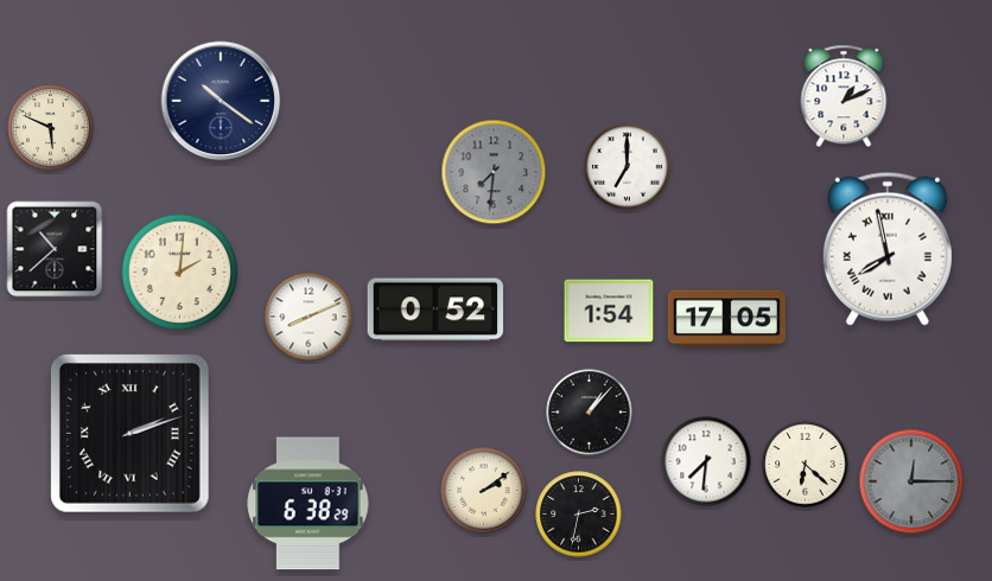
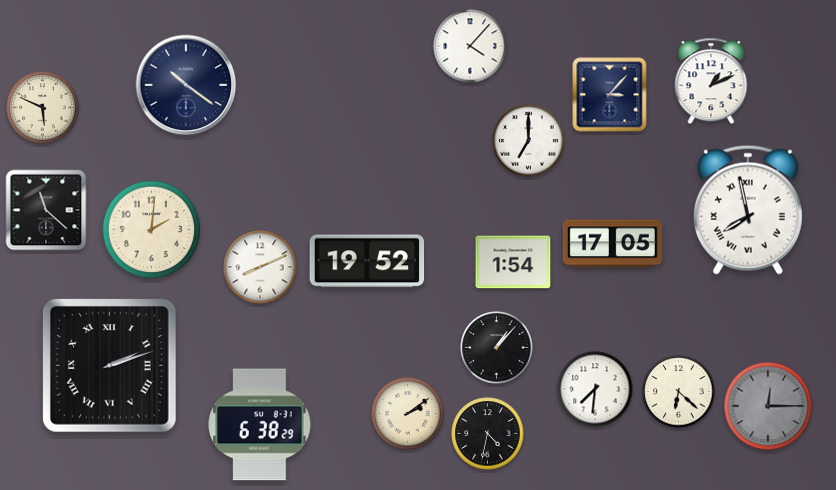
clock at (470, 46): none -> 4:07
clock at (610, 95): none -> 3:07
clock at (494, 172): 7:31 -> none
clock at (55, 249): 10:38 -> 11:22
clock at (435, 309): 0:52 -> 19:52
clock at (726, 319) position: (726, 319) -> (612, 244)
clock at (579, 515): 2:32 -> 4:32
